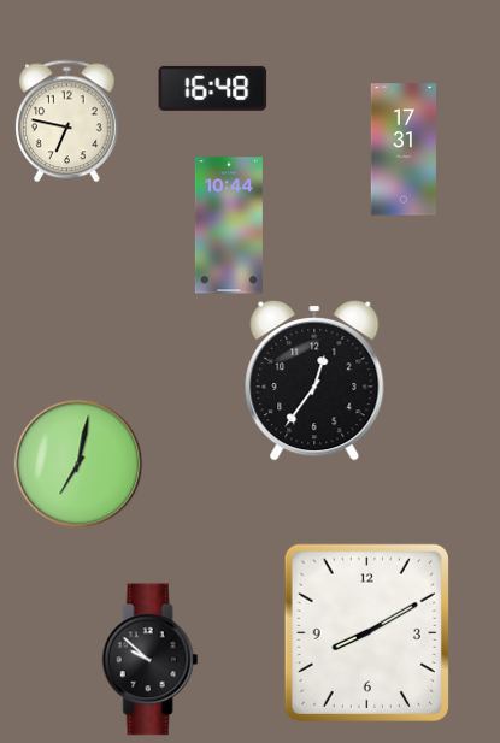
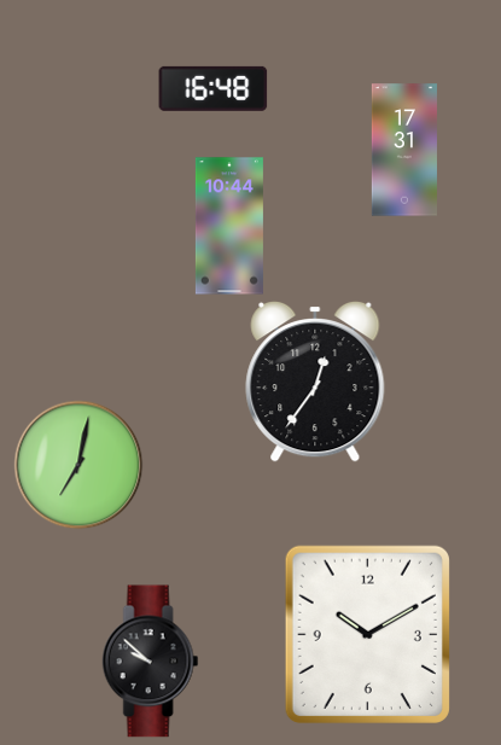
clock at (67, 122): 6:47 -> none
clock at (366, 632): 8:10 -> 10:10
